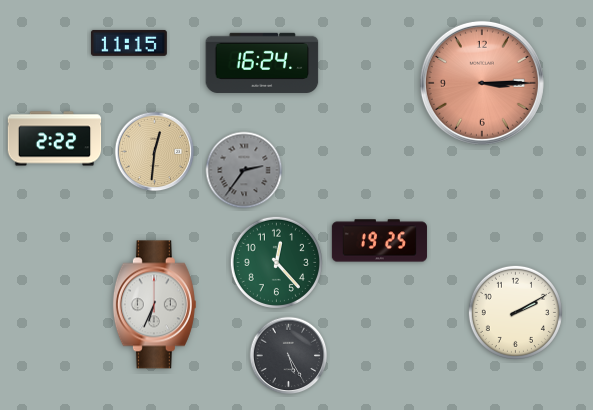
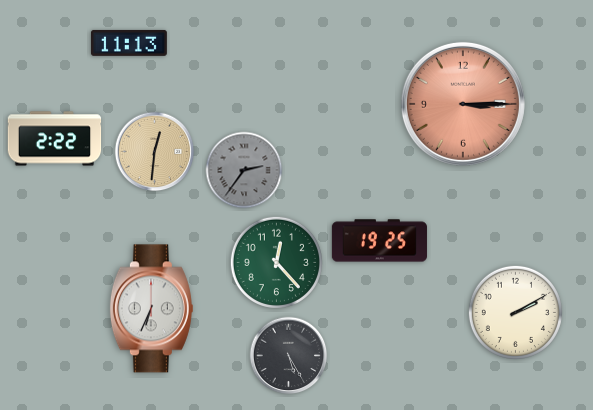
clock at (129, 43): 11:15 -> 11:13
clock at (262, 63): 16:24 -> none
clock at (482, 83) position: (482, 83) -> (463, 104)
clock at (154, 305) position: (154, 305) -> (151, 309)
